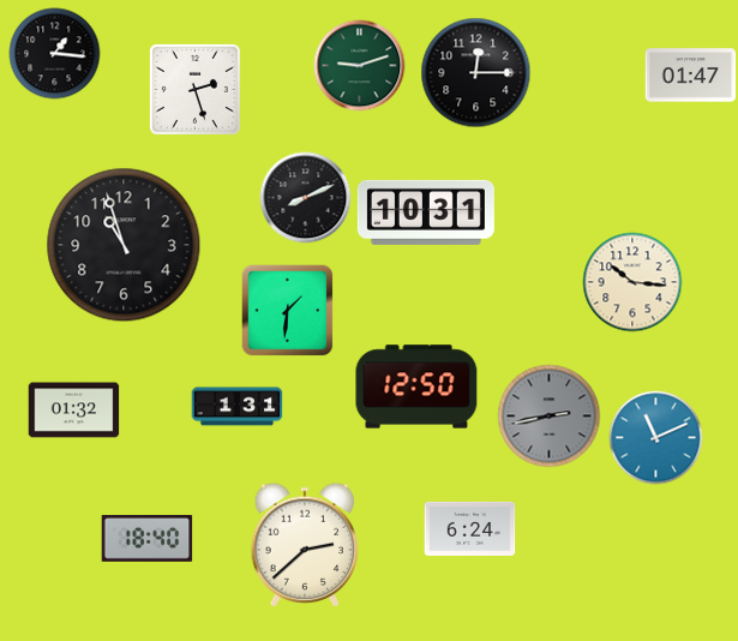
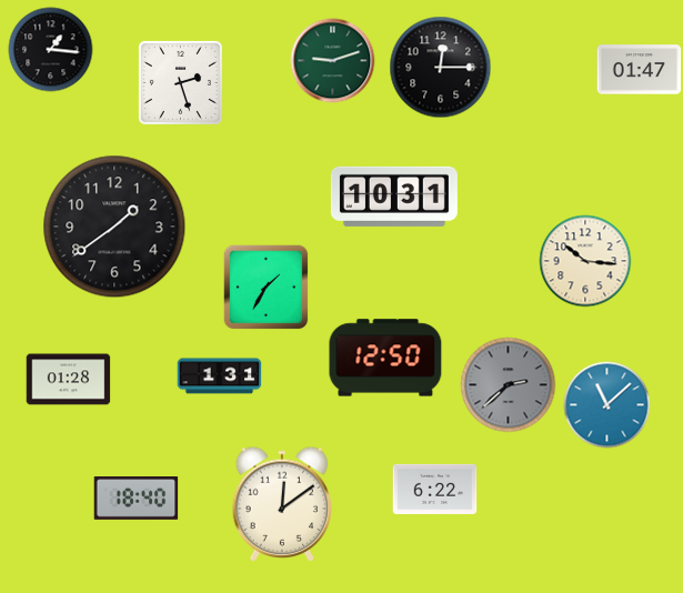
clock at (306, 198): 8:11 -> none
clock at (124, 245): 10:57 -> 1:39
clock at (287, 310): 1:31 -> 1:35
clock at (74, 411): 01:32 -> 01:28
clock at (550, 417): 2:43 -> 2:38
clock at (656, 438): 11:11 -> 11:08
clock at (470, 528): 6:24 -> 6:22
clock at (305, 544): 2:38 -> 12:09
